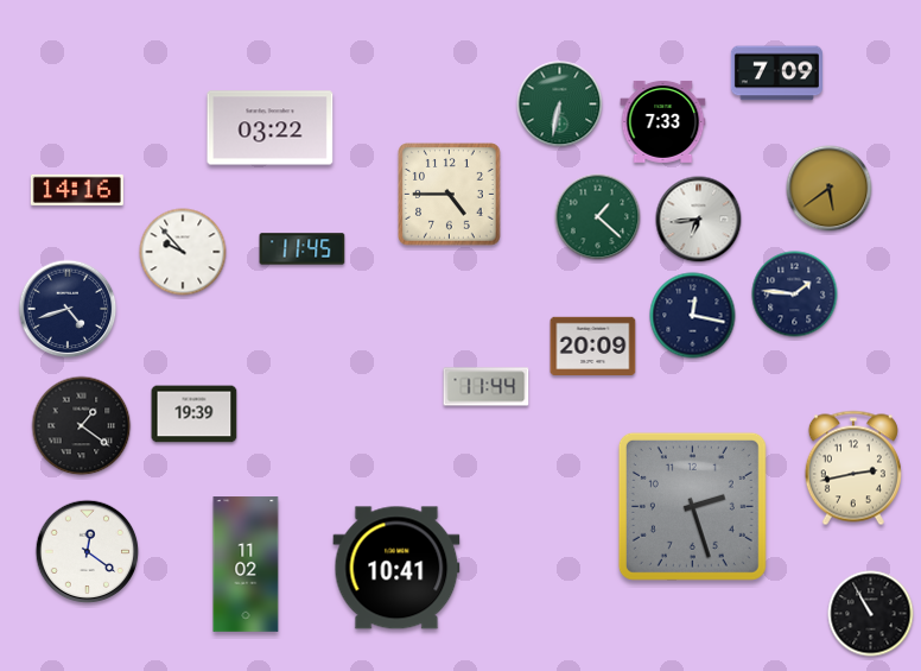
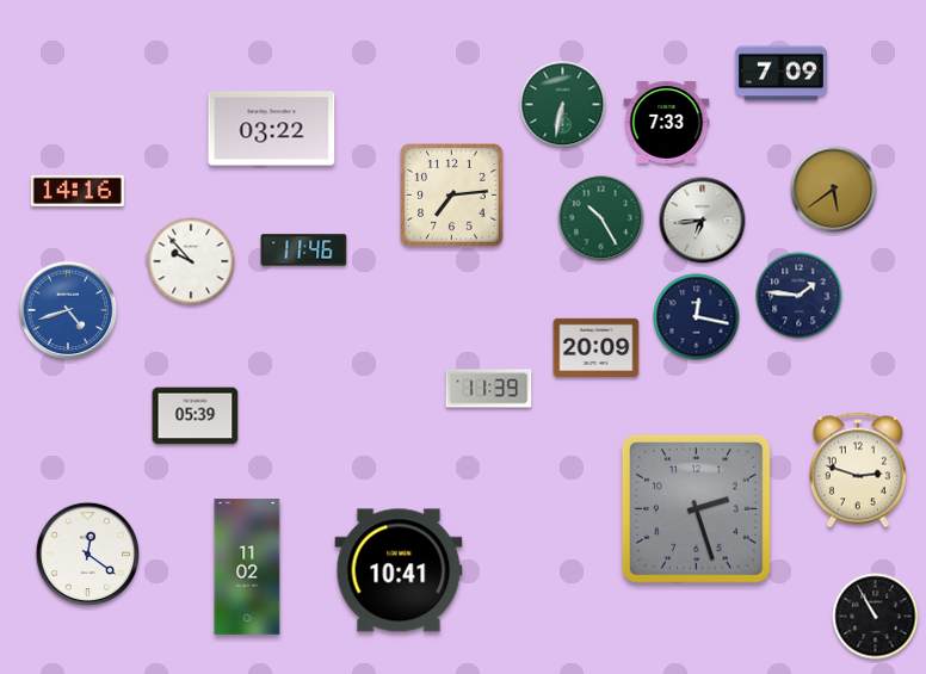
clock at (450, 195): 4:45 -> 7:14
clock at (598, 217): 1:22 -> 10:25
clock at (303, 249): 11:45 -> 11:46
clock at (183, 252) position: (183, 252) -> (191, 261)
clock at (68, 309) dial: navy -> blue
clock at (487, 387): 11:44 -> 11:39
clock at (195, 414): 19:39 -> 05:39
clock at (82, 426): 1:21 -> none
clock at (853, 468): 2:43 -> 2:48
